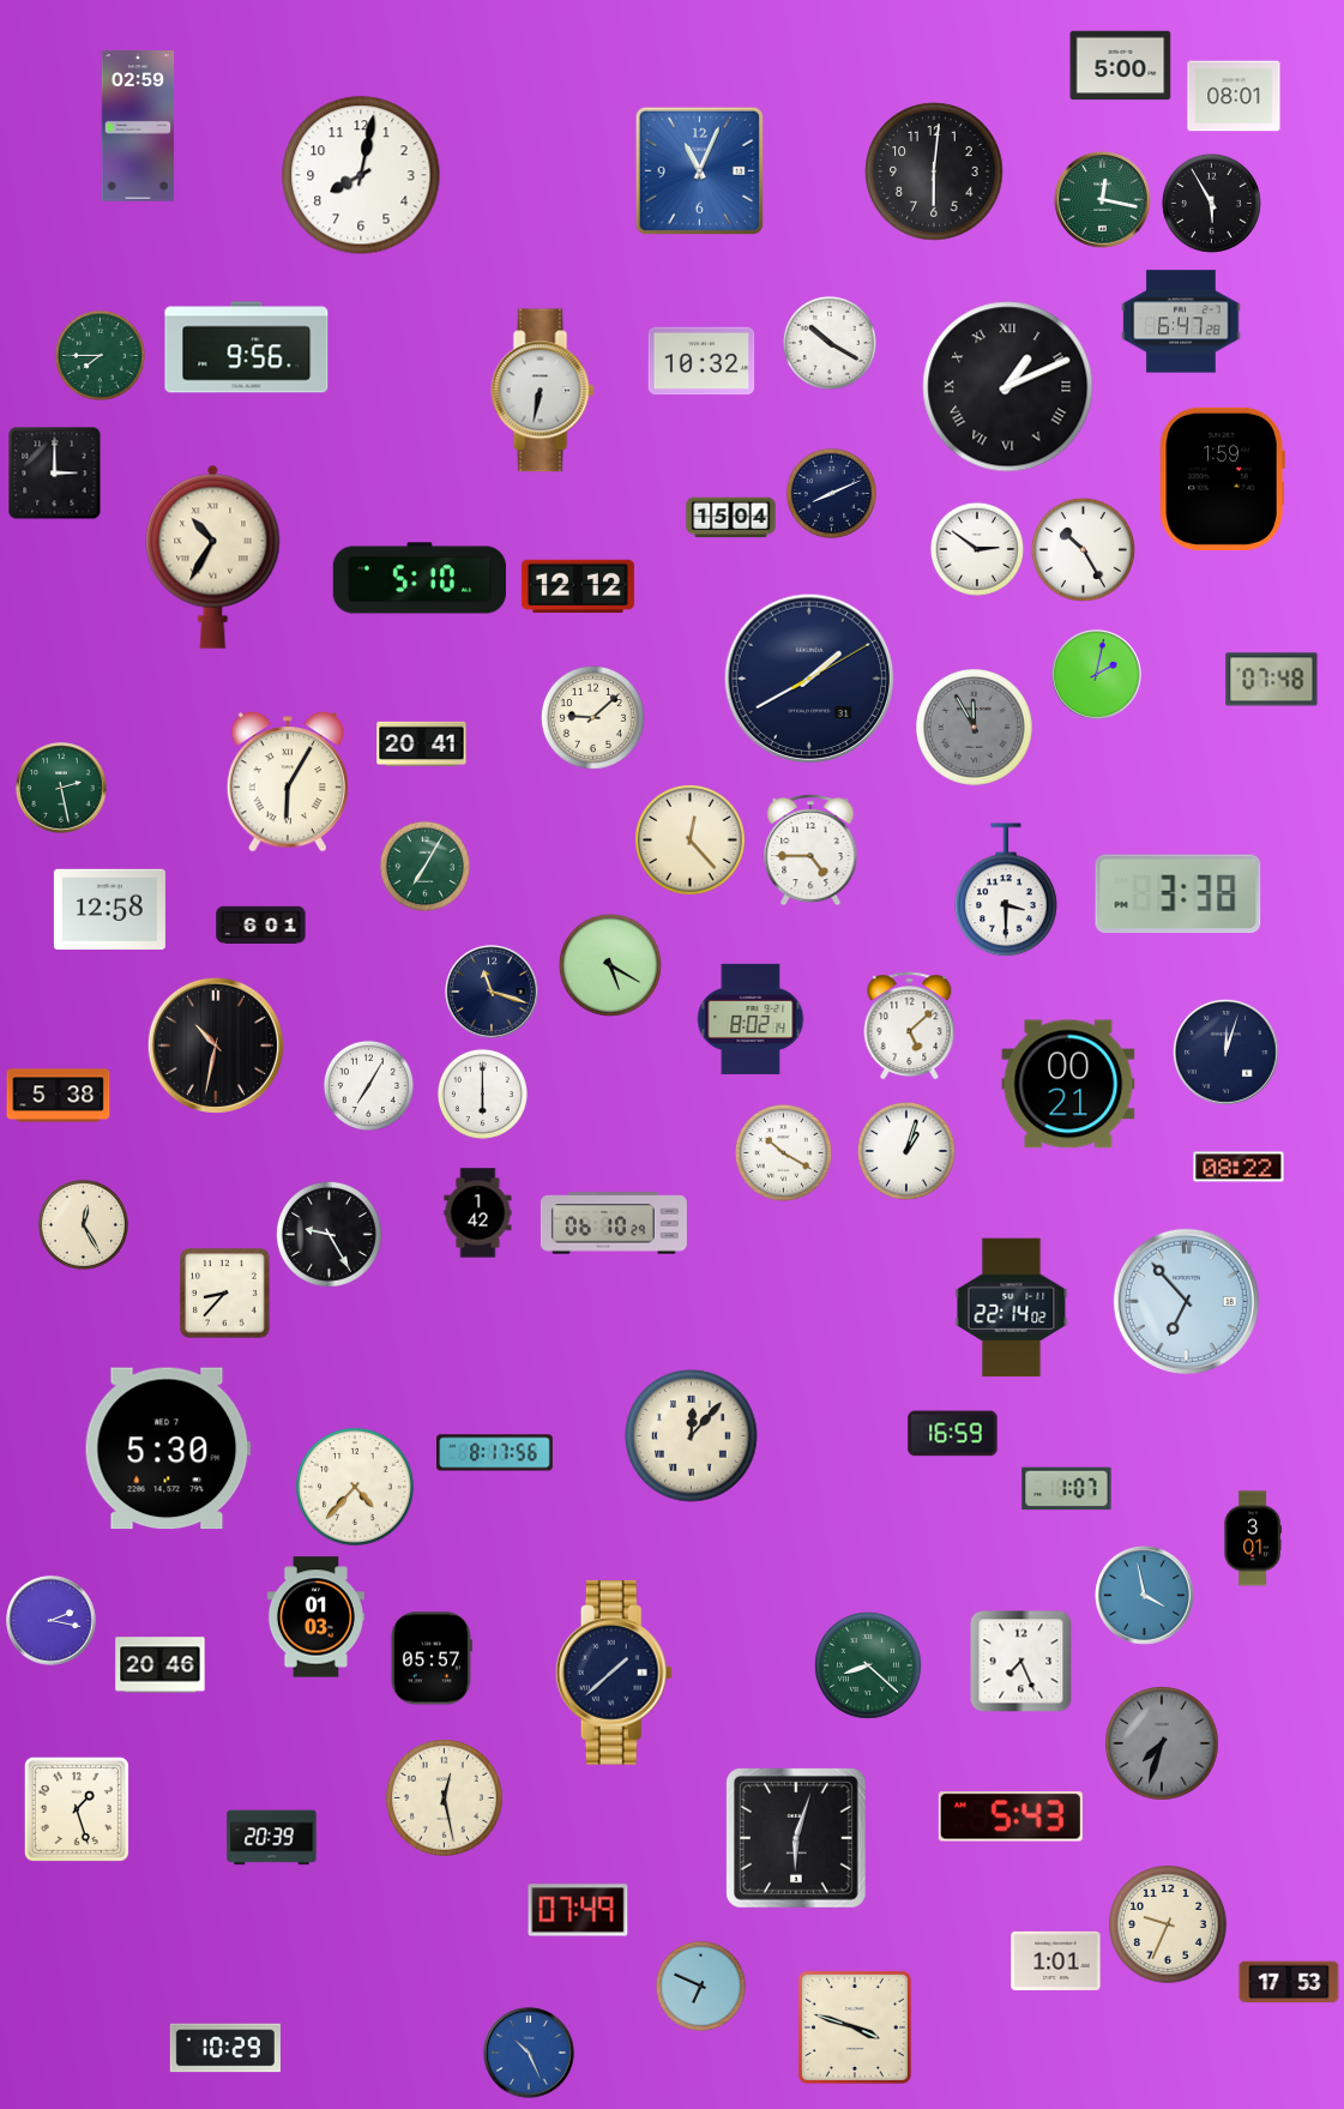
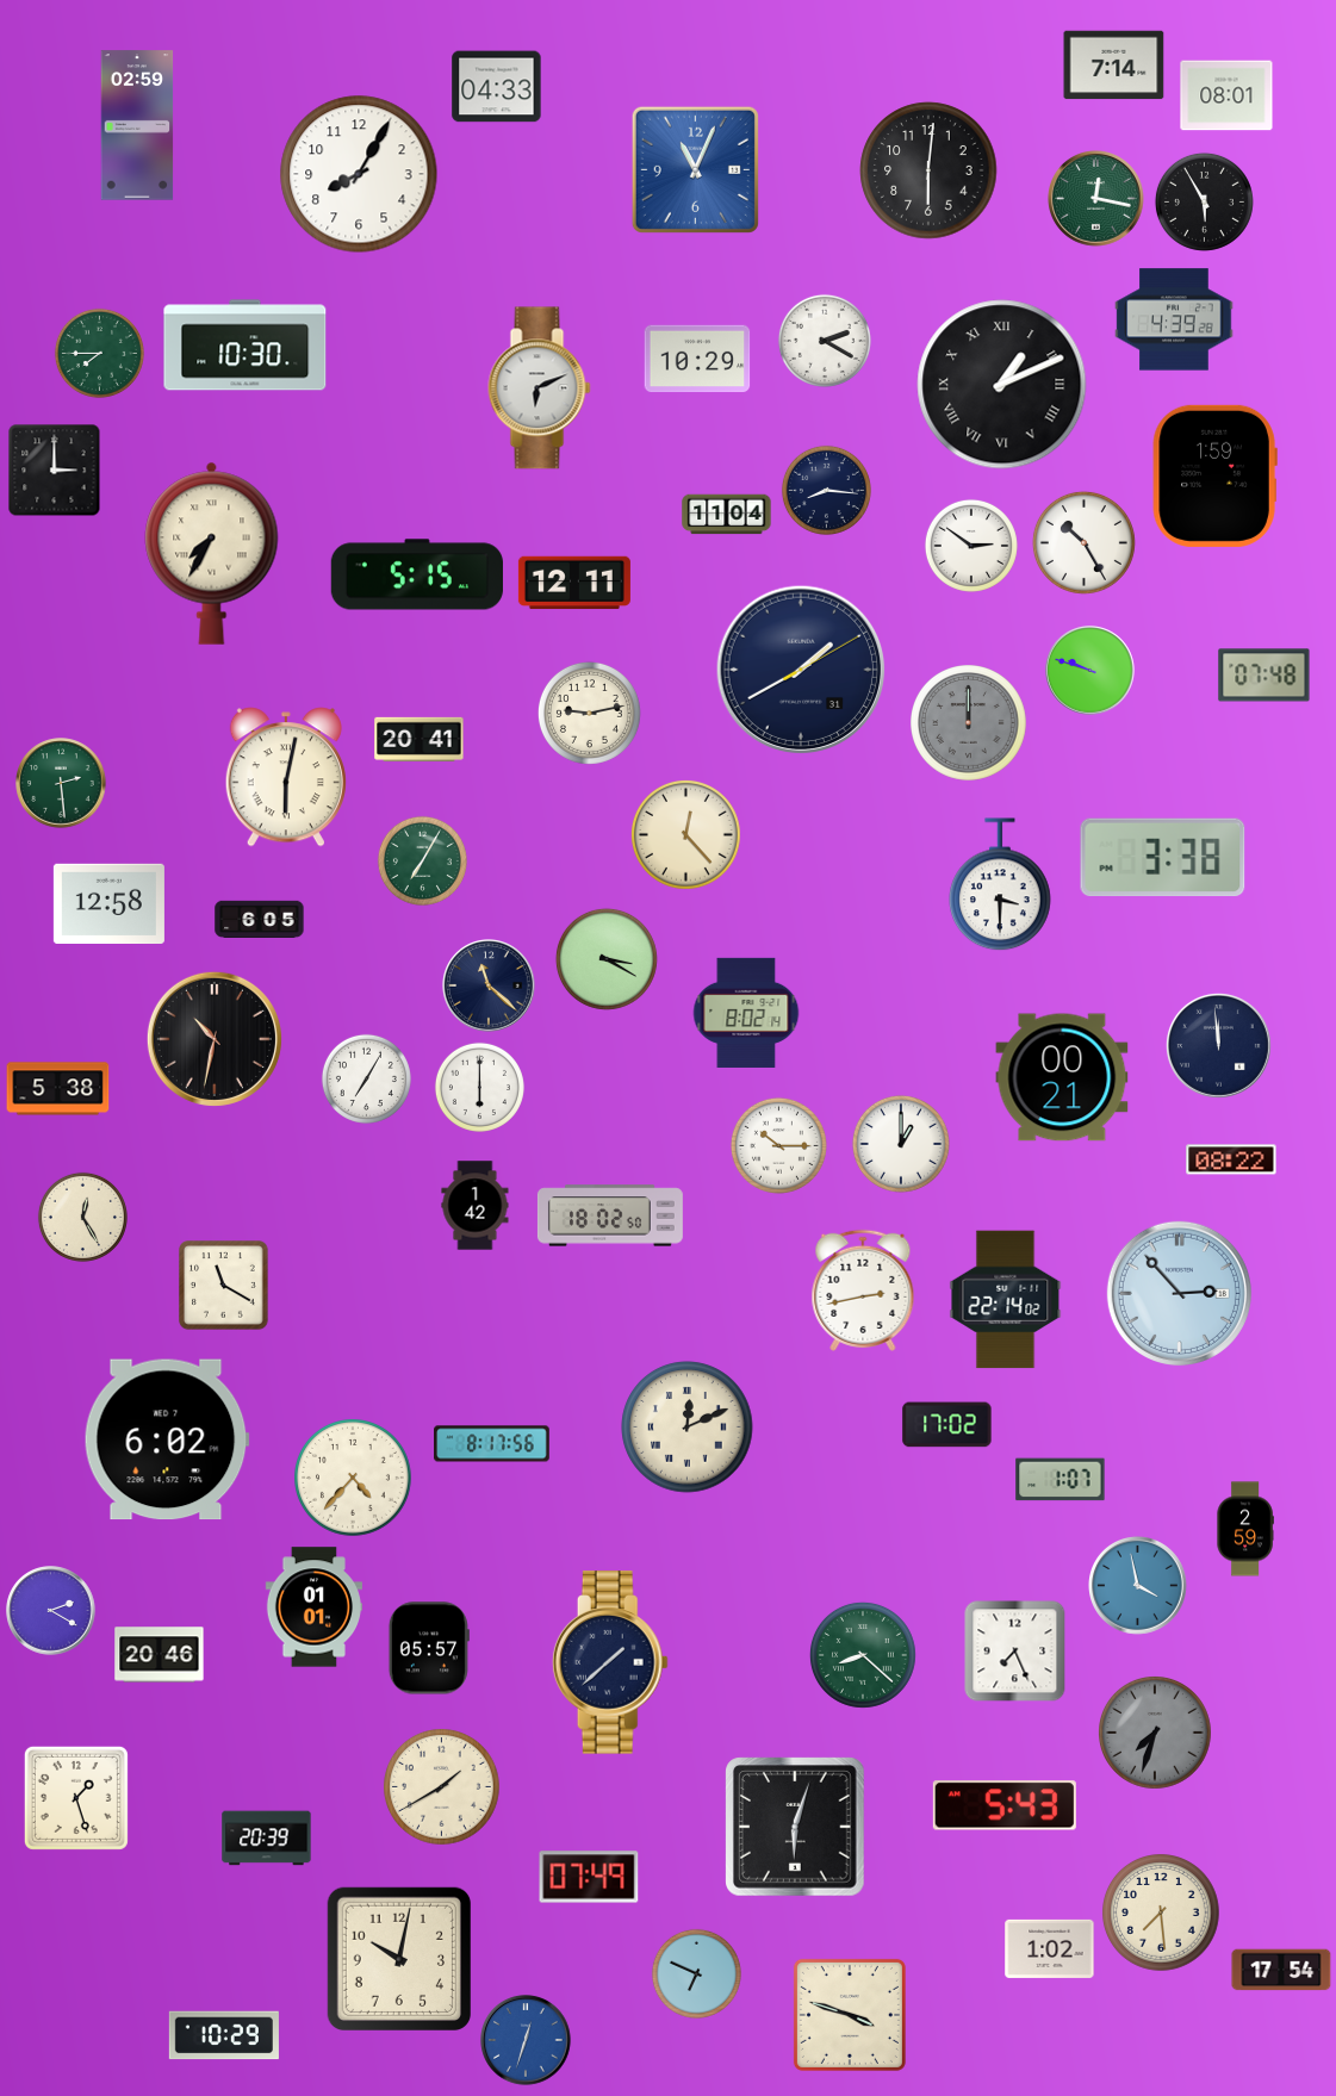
clock at (1121, 66): 5:00 -> 7:14
clock at (497, 87): none -> 04:33
clock at (361, 175): 8:02 -> 8:05
clock at (1181, 321): 6:47 -> 4:39
clock at (830, 343): 10:20 -> 2:20
clock at (247, 348): 9:56 -> 10:30
clock at (701, 361): 10:32 -> 10:29
clock at (543, 391): 6:32 -> 6:11
clock at (831, 493): 8:11 -> 8:16
clock at (731, 518): 15:04 -> 11:04
clock at (1083, 549) position: (1083, 549) -> (1083, 542)
clock at (213, 556): 10:35 -> 7:35
clock at (420, 578): 5:10 -> 5:15
clock at (578, 586): 12:12 -> 12:11
clock at (1097, 675): 2:02 -> 9:48
clock at (809, 679) position: (809, 679) -> (801, 670)
clock at (592, 717): 9:08 -> 9:13
clock at (975, 728): 11:55 -> 12:00
clock at (288, 782): 6:05 -> 6:02
clock at (61, 788): 2:28 -> 2:29
clock at (810, 850): 4:45 -> none
clock at (1179, 894) position: (1179, 894) -> (1163, 858)
clock at (261, 924): 6:01 -> 6:05
clock at (610, 965): 5:20 -> 3:20
clock at (492, 992): 11:18 -> 11:22
clock at (910, 1026): 5:08 -> none
clock at (1225, 1052): 12:03 -> 11:59
clock at (906, 1151): 1:03 -> 1:00
clock at (783, 1152): 10:20 -> 10:15
clock at (614, 1223): 06:10 -> 18:02
clock at (329, 1234): 9:25 -> none
clock at (225, 1294): 8:37 -> 11:20
clock at (863, 1290): none -> 2:43
clock at (1186, 1301): 6:53 -> 2:53
clock at (953, 1434): 16:59 -> 17:02
clock at (692, 1436): 12:07 -> 12:11
clock at (168, 1448): 5:30 -> 6:02
clock at (1253, 1538): 3:01 -> 2:59
clock at (315, 1617): 01:03 -> 01:01
clock at (52, 1621): 2:17 -> 2:20
clock at (445, 1798): 12:28 -> 1:40
clock at (272, 1838) position: (272, 1838) -> (267, 1839)
clock at (796, 1838) position: (796, 1838) -> (795, 1827)
clock at (578, 1910) position: (578, 1910) -> (589, 1877)
clock at (1169, 1926): 9:34 -> 7:29
clock at (1056, 1960): 1:01 -> 1:02
clock at (398, 1958): none -> 10:02
clock at (1289, 1982): 17:53 -> 17:54
clock at (529, 2053): 10:26 -> 12:33
